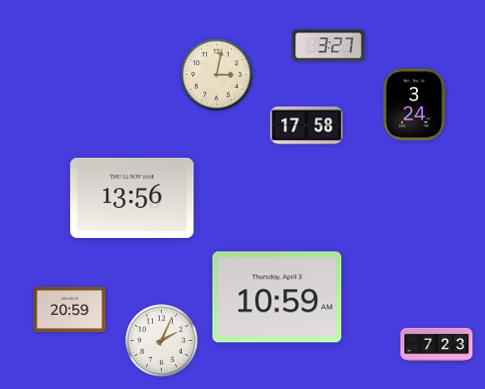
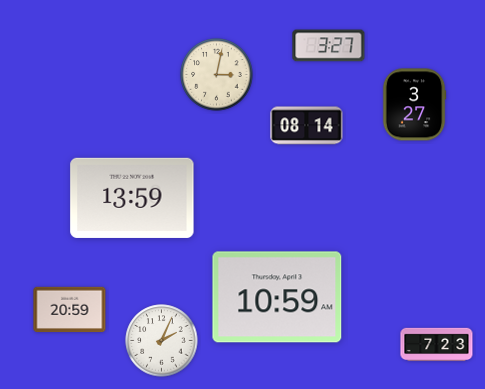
clock at (414, 105): 3:24 -> 3:27
clock at (307, 126): 17:58 -> 08:14
clock at (132, 198): 13:56 -> 13:59
